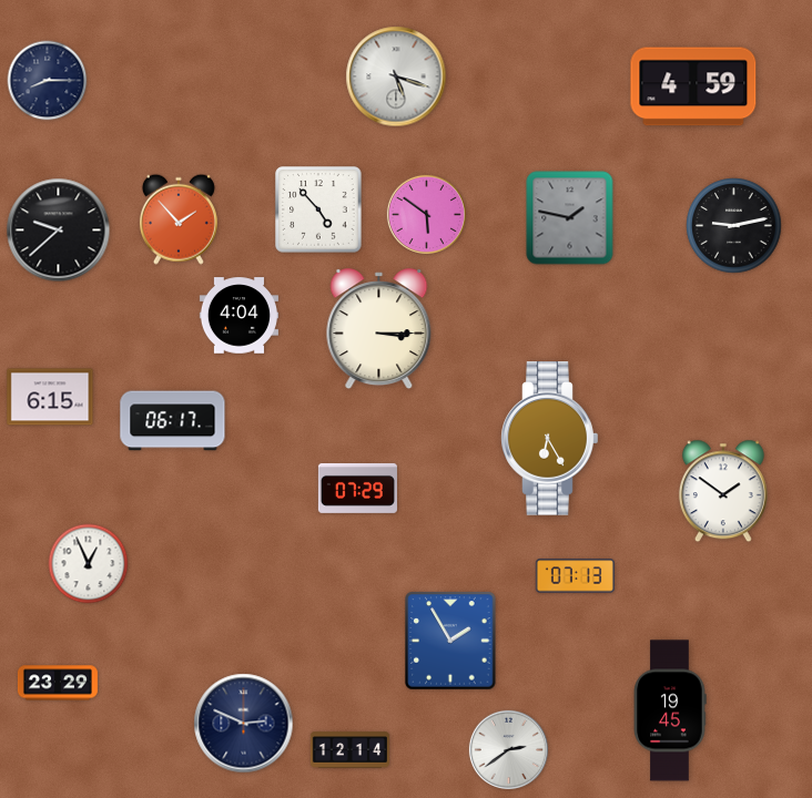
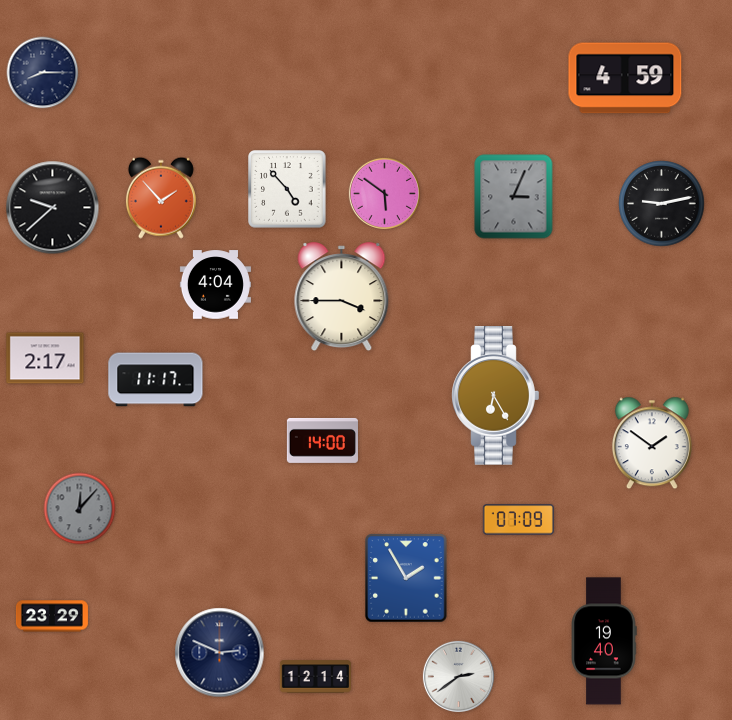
clock at (396, 76): 5:18 -> none
clock at (570, 218): 1:47 -> 3:04
clock at (379, 329): 3:15 -> 3:45
clock at (50, 397): 6:15 -> 2:17
clock at (173, 421): 06:17 -> 11:17
clock at (357, 488): 07:29 -> 14:00
clock at (89, 564): 12:56 -> 12:07
clock at (89, 564) dial: white -> grey
clock at (575, 576): 07:13 -> 07:09
clock at (670, 710): 19:45 -> 19:40
